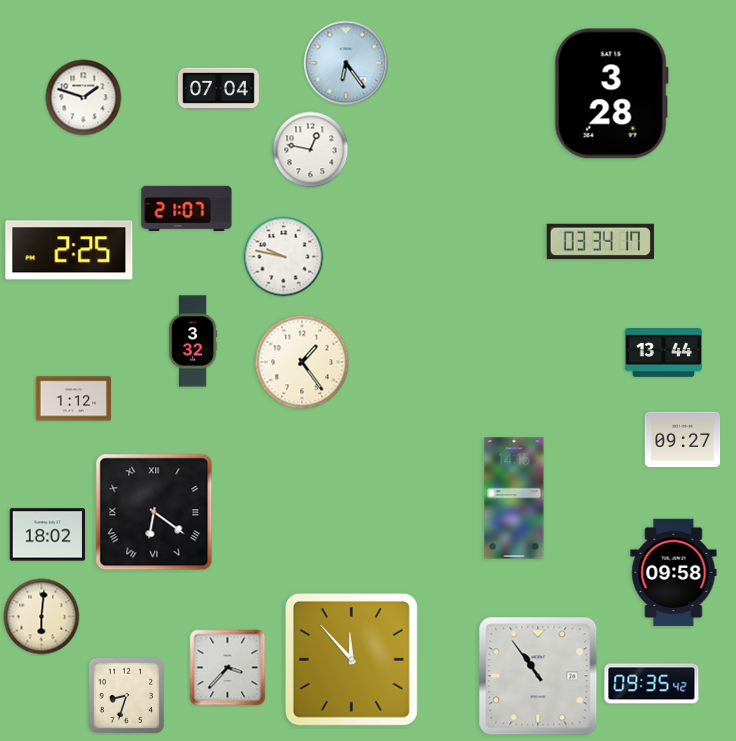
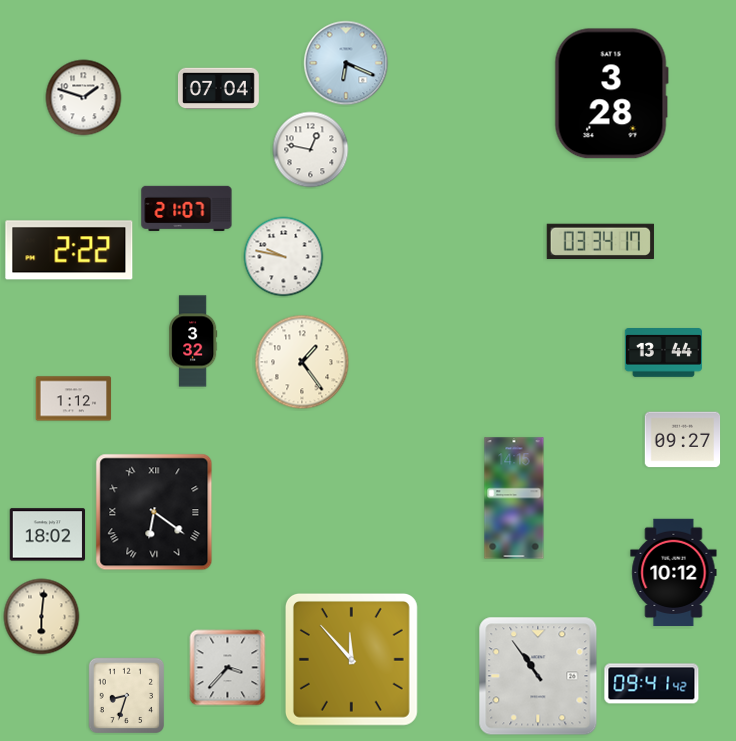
clock at (346, 63): 6:24 -> 6:19
clock at (69, 250): 2:25 -> 2:22
clock at (674, 572): 09:58 -> 10:12
clock at (652, 684): 09:35 -> 09:41
